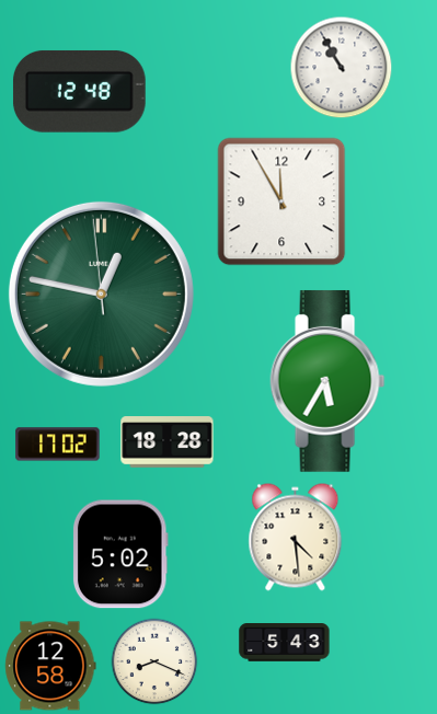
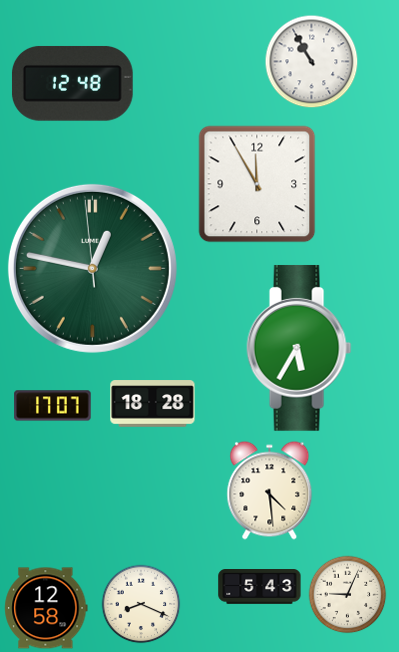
clock at (58, 445): 17:02 -> 17:07
clock at (120, 554): 5:02 -> none
clock at (347, 594): none -> 9:04
